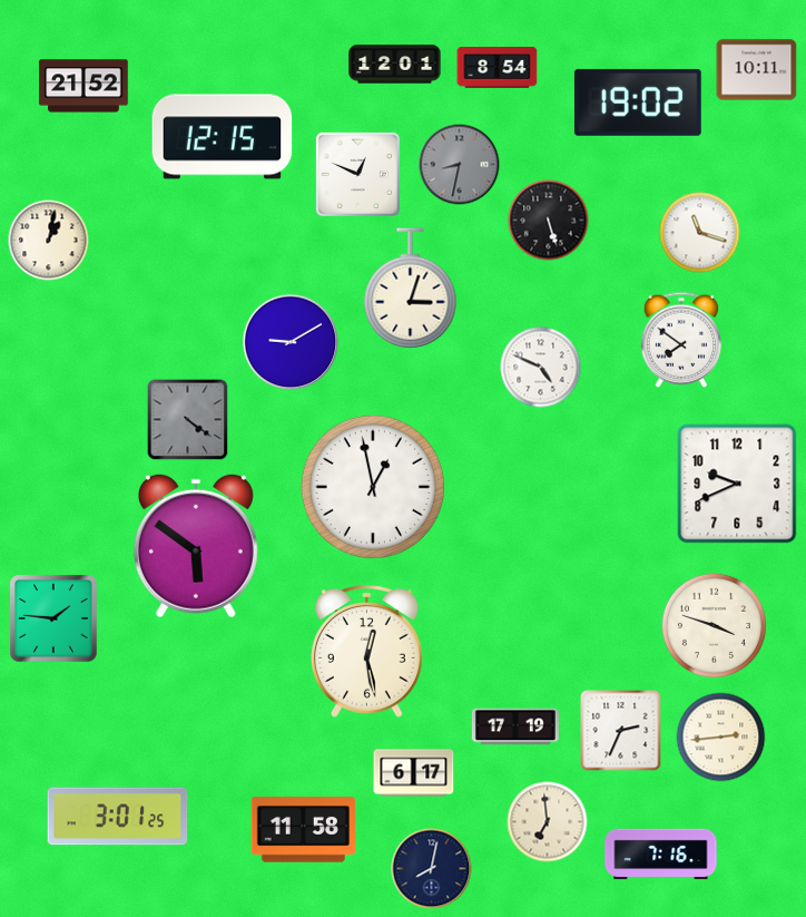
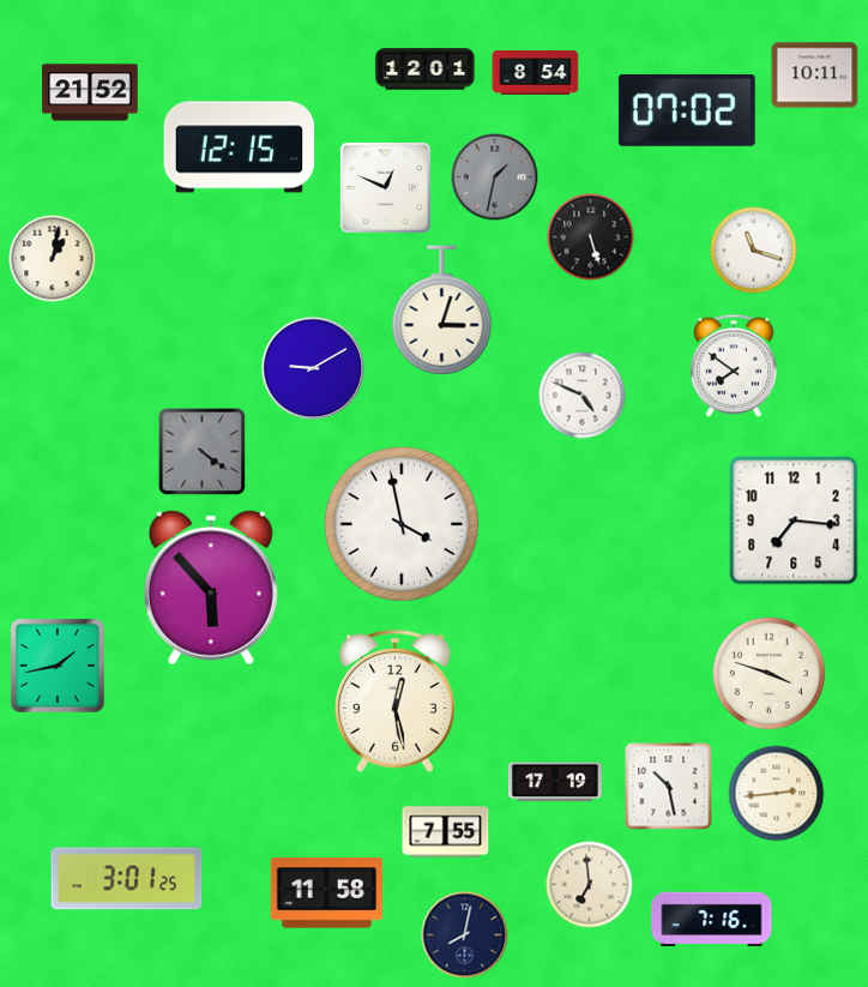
clock at (638, 103): 19:02 -> 07:02
clock at (460, 165): 8:32 -> 1:32
clock at (737, 484): 9:41 -> 7:16
clock at (373, 487): 12:58 -> 3:58
clock at (196, 546): 5:51 -> 5:53
clock at (53, 618): 1:46 -> 1:43
clock at (621, 731): 2:34 -> 10:28
clock at (414, 773): 6:17 -> 7:55
